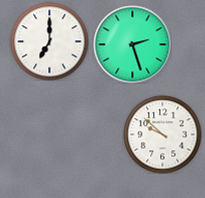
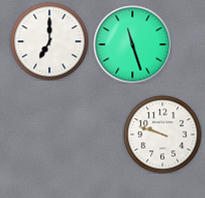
clock at (132, 44): 2:27 -> 11:27
clock at (162, 134): 9:52 -> 9:48
